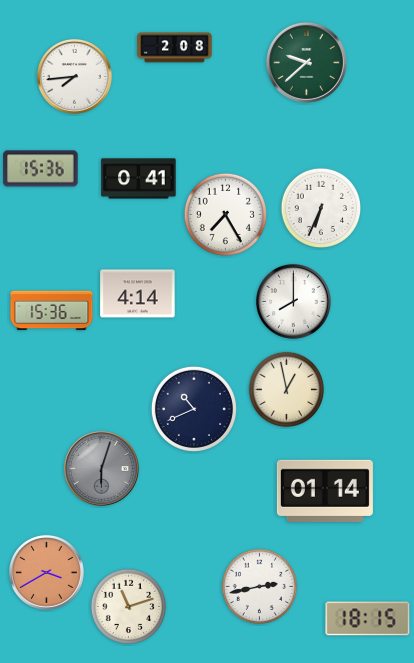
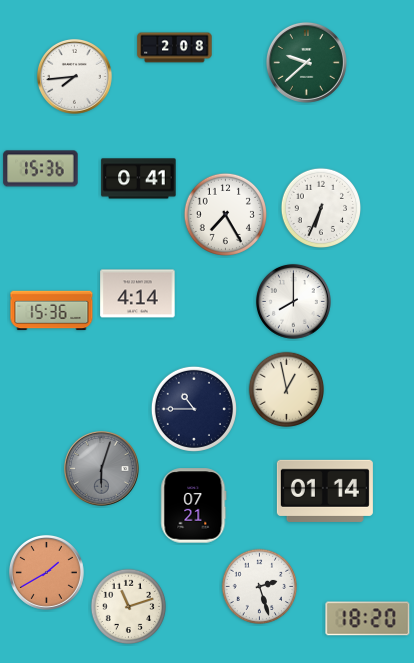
clock at (194, 409): 10:41 -> 10:45
clock at (194, 506): none -> 07:21
clock at (46, 572): 3:40 -> 1:40
clock at (260, 587): 2:43 -> 2:27
clock at (368, 619): 18:15 -> 18:20
